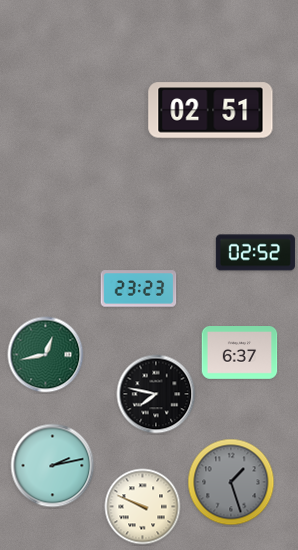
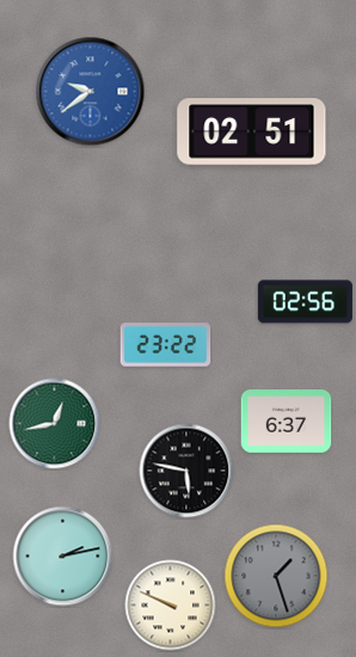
clock at (91, 92): none -> 9:39
clock at (255, 253): 02:52 -> 02:56
clock at (139, 289): 23:23 -> 23:22
clock at (156, 394): 7:47 -> 5:47
